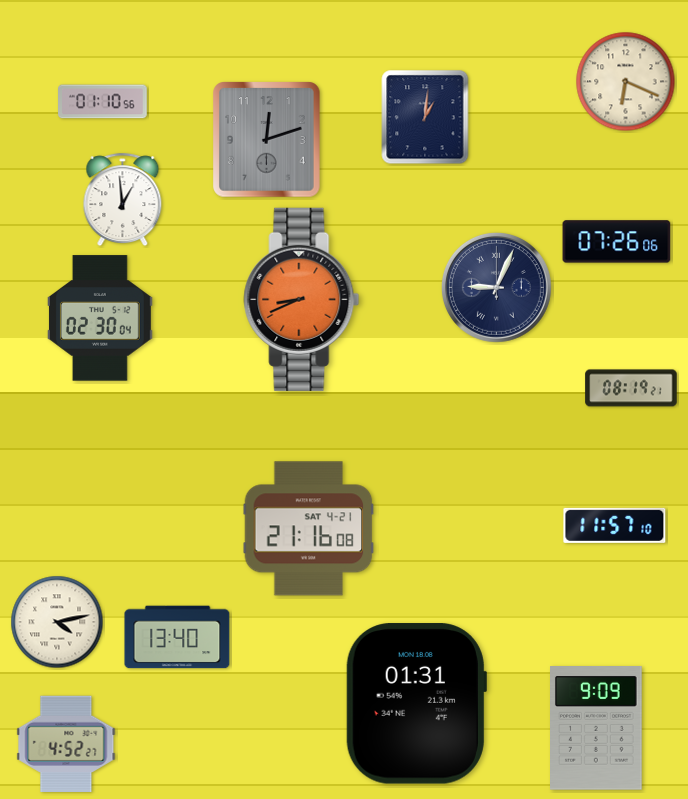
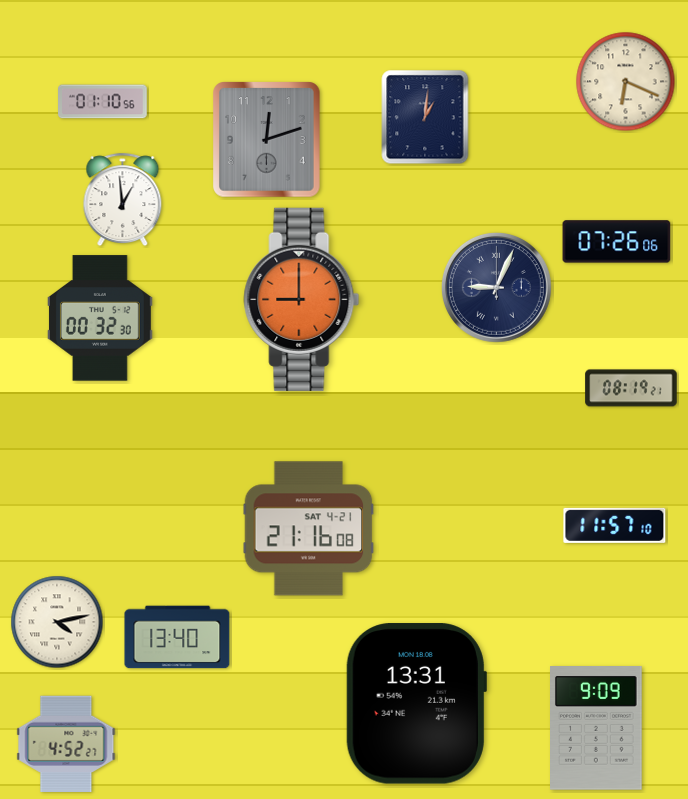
clock at (302, 299): 8:41 -> 9:00
clock at (100, 318): 02:30 -> 00:32
clock at (416, 704): 01:31 -> 13:31
